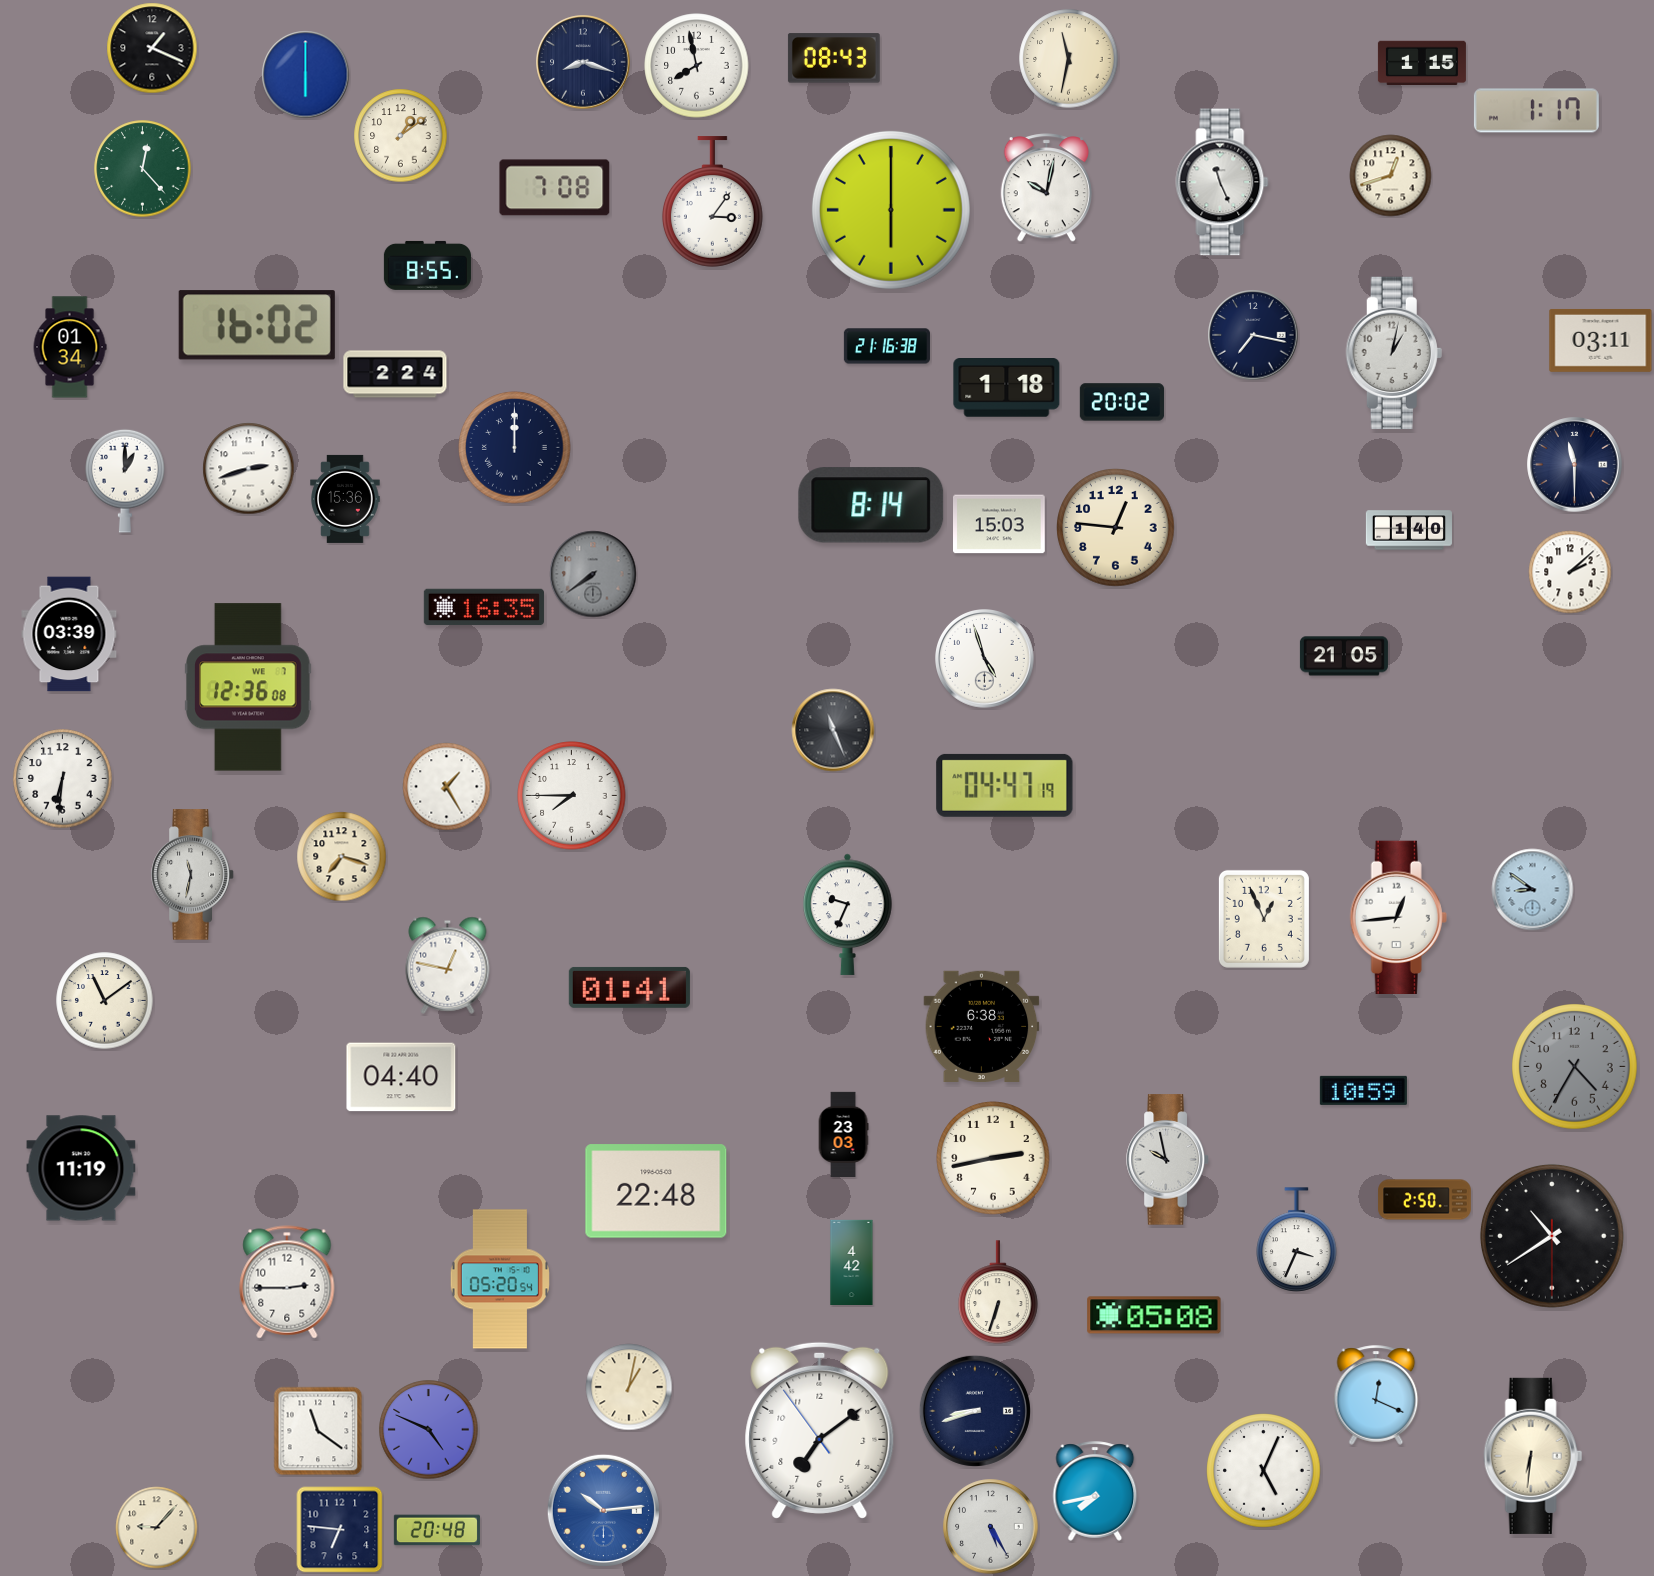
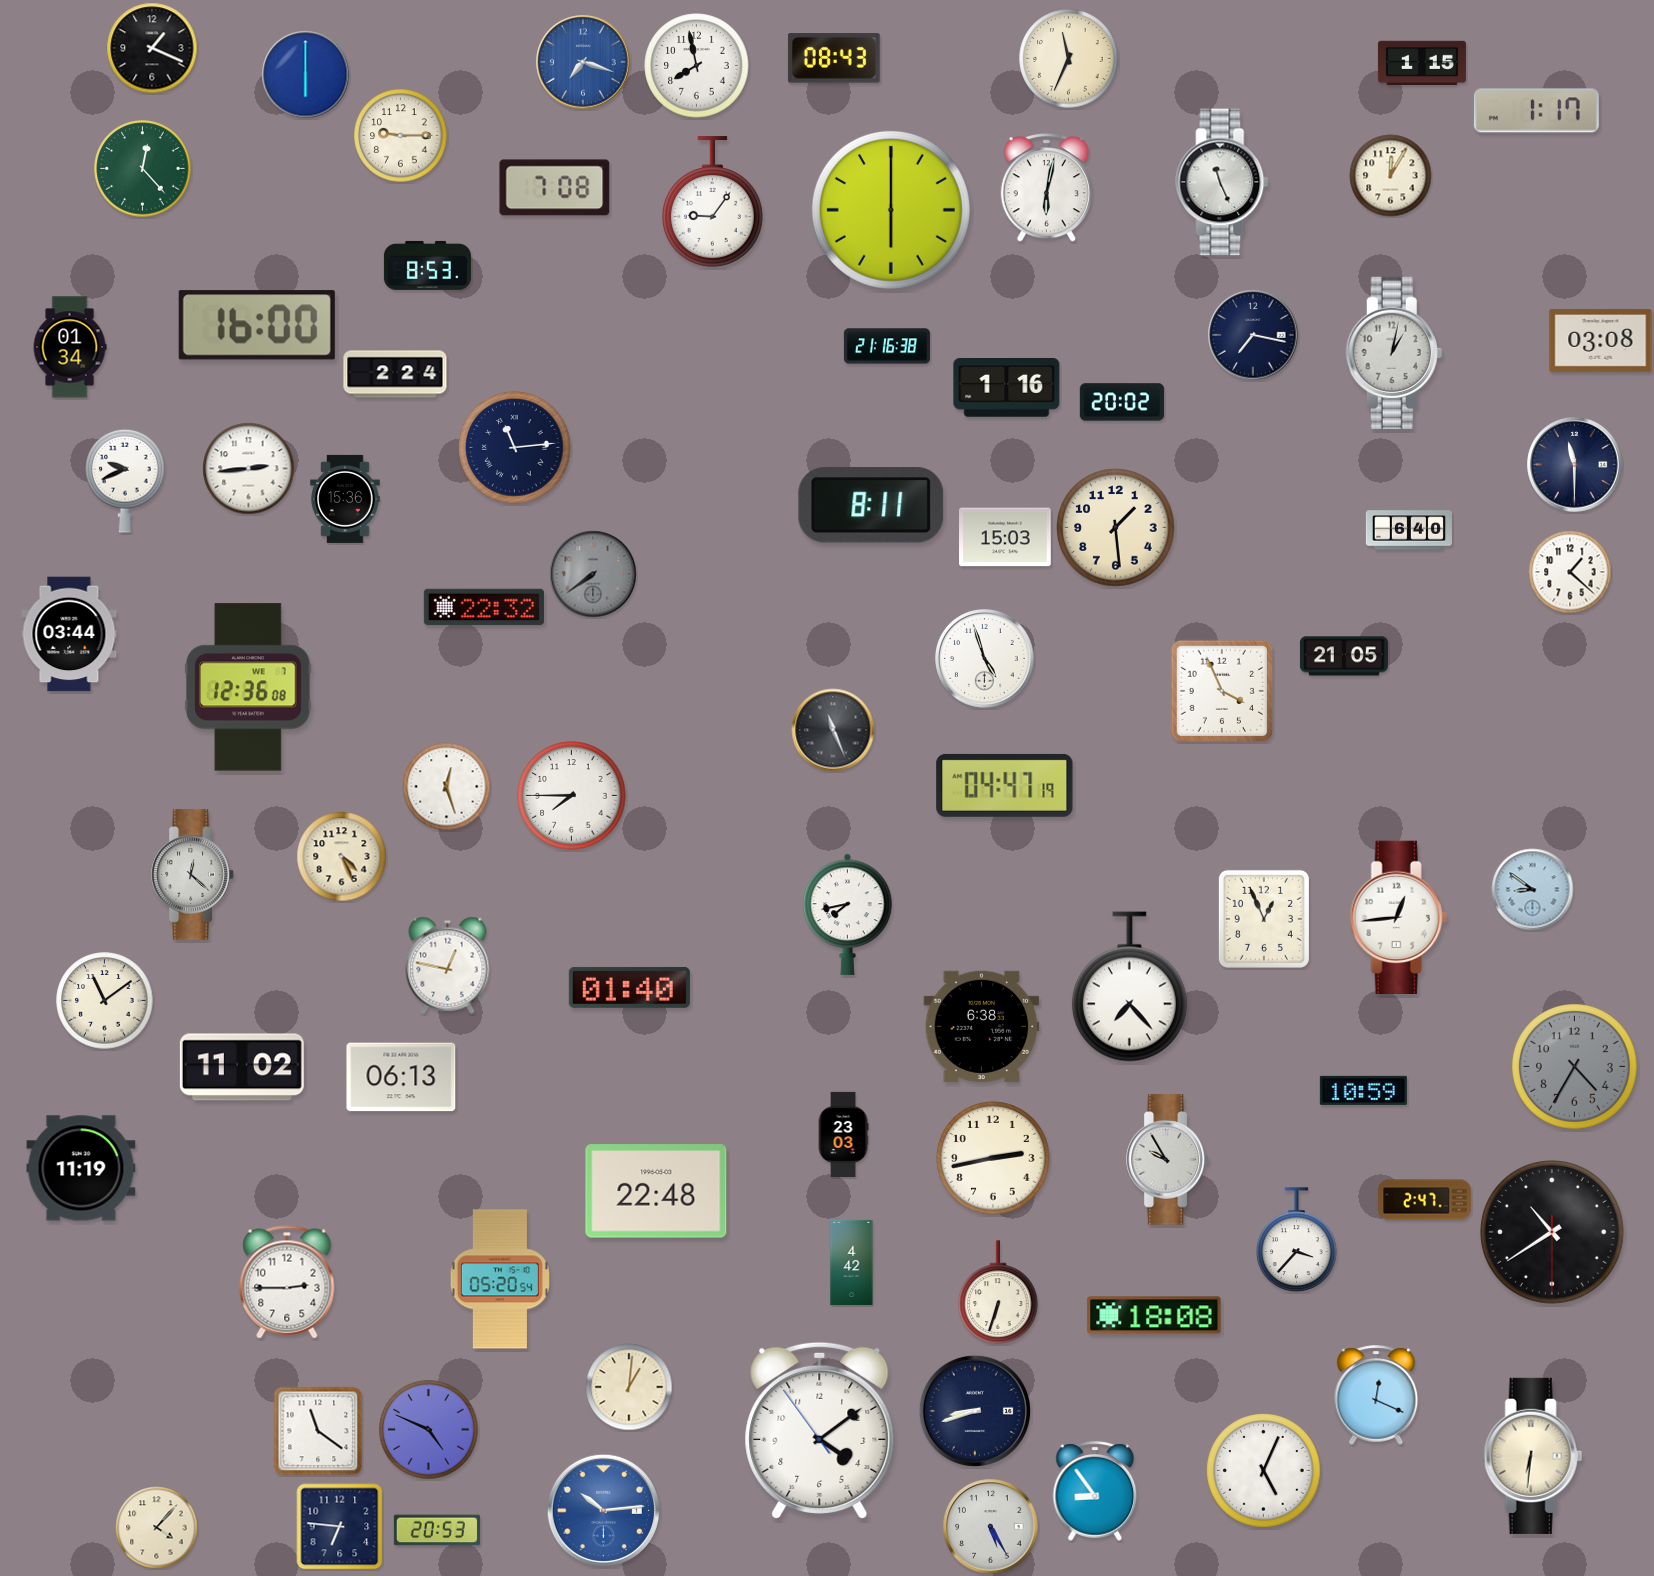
clock at (1069, 59): 11:32 -> 11:34
clock at (583, 62): 8:18 -> 7:18
clock at (583, 62) dial: navy -> blue
clock at (401, 136): 1:09 -> 9:15
clock at (1391, 176): 12:42 -> 12:05
clock at (1046, 188): 10:02 -> 6:02
clock at (712, 202): 3:06 -> 9:06
clock at (427, 265): 8:55 -> 8:53
clock at (257, 325): 16:02 -> 16:00
clock at (1601, 340): 03:11 -> 03:08
clock at (1007, 388): 1:18 -> 1:16
clock at (515, 448): 12:00 -> 11:14
clock at (249, 469): 2:42 -> 2:44
clock at (125, 481): 1:00 -> 9:41
clock at (871, 505): 8:14 -> 8:11
clock at (1000, 524) position: (1000, 524) -> (1006, 537)
clock at (1116, 528): 12:46 -> 1:29
clock at (1409, 530): 1:40 -> 6:40
clock at (1570, 572): 2:08 -> 1:22
clock at (484, 607): 16:35 -> 22:32
clock at (69, 634): 03:39 -> 03:44
clock at (1222, 691): none -> 3:56
clock at (63, 779): 6:31 -> none
clock at (447, 787): 1:25 -> 12:27
clock at (342, 857): 7:18 -> 4:26
clock at (193, 875): 11:32 -> 12:22
clock at (848, 914): 9:34 -> 7:43
clock at (629, 987): 01:41 -> 01:40
clock at (1129, 987): none -> 7:23
clock at (242, 1067): none -> 11:02
clock at (401, 1077): 04:40 -> 06:13
clock at (1168, 1160): 9:58 -> 9:55
clock at (1425, 1200): 2:50 -> 2:47
clock at (1552, 1236) position: (1552, 1236) -> (1552, 1232)
clock at (1297, 1240): 3:34 -> 3:37
clock at (1154, 1315): 05:08 -> 18:08
clock at (629, 1387): 1:02 -> 1:01
clock at (820, 1430): 7:08 -> 4:08
clock at (1095, 1491): 7:43 -> 8:54
clock at (157, 1528): 9:07 -> 4:07
clock at (340, 1530) position: (340, 1530) -> (340, 1527)
clock at (437, 1530): 20:48 -> 20:53
